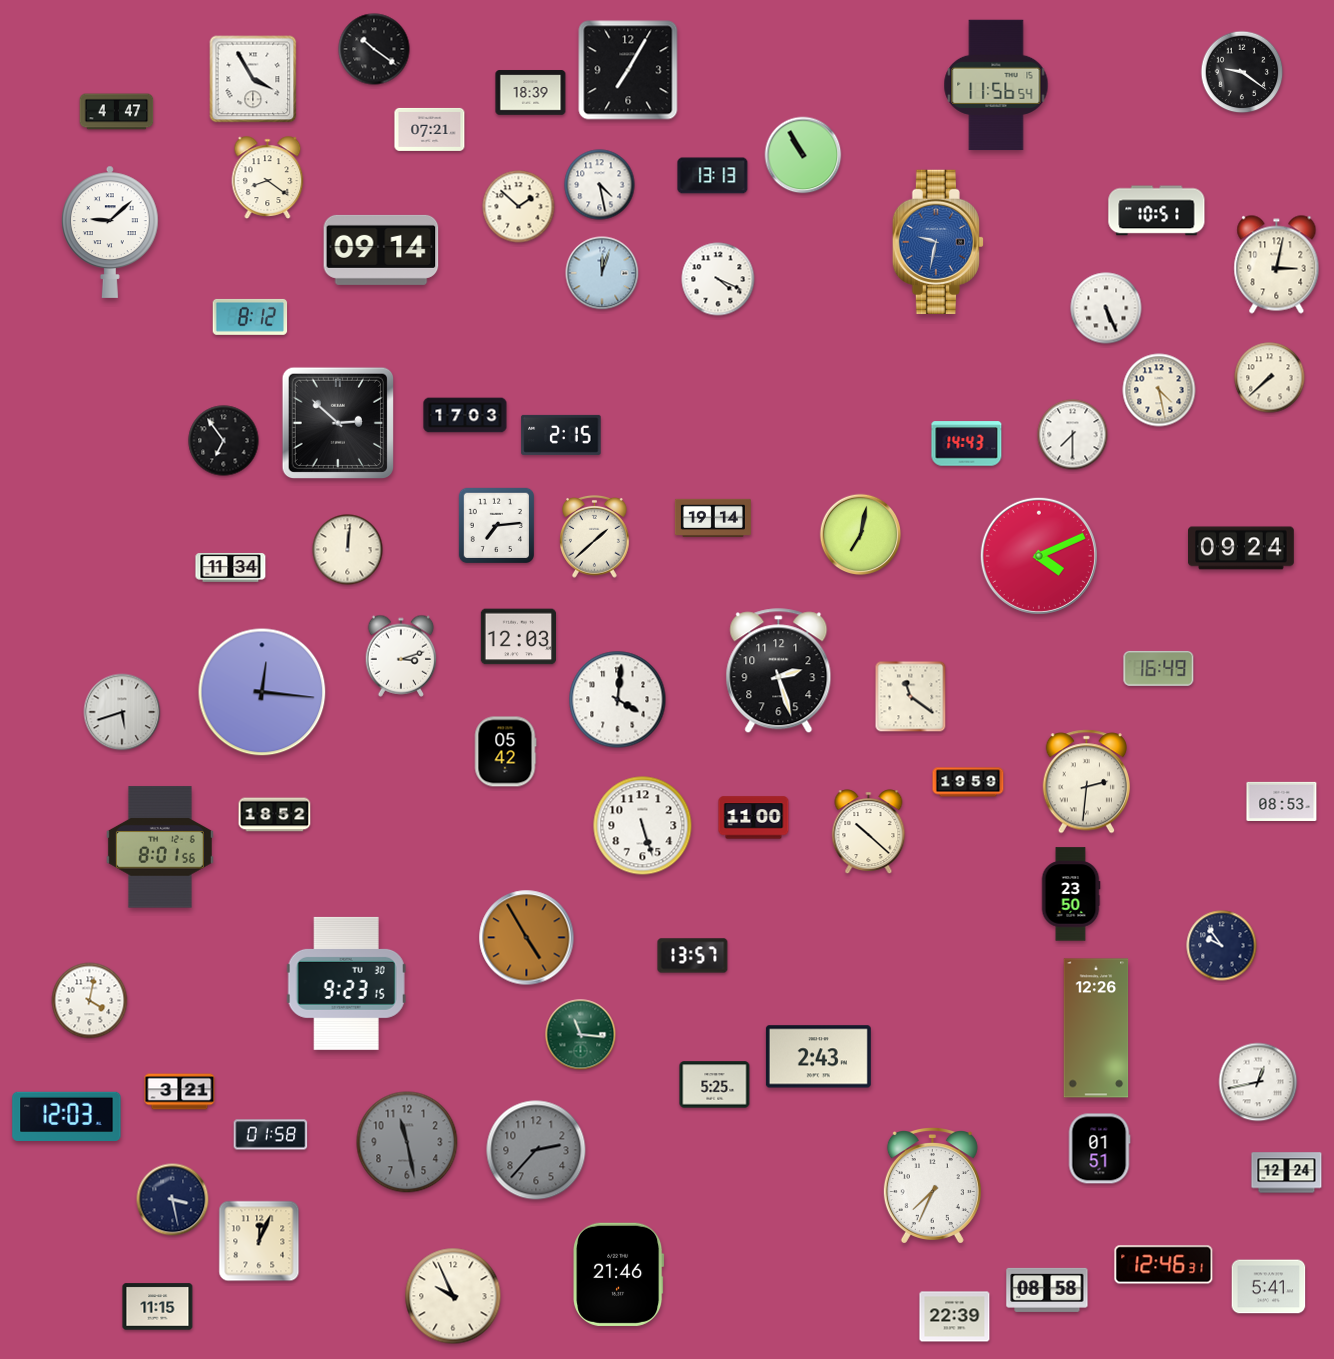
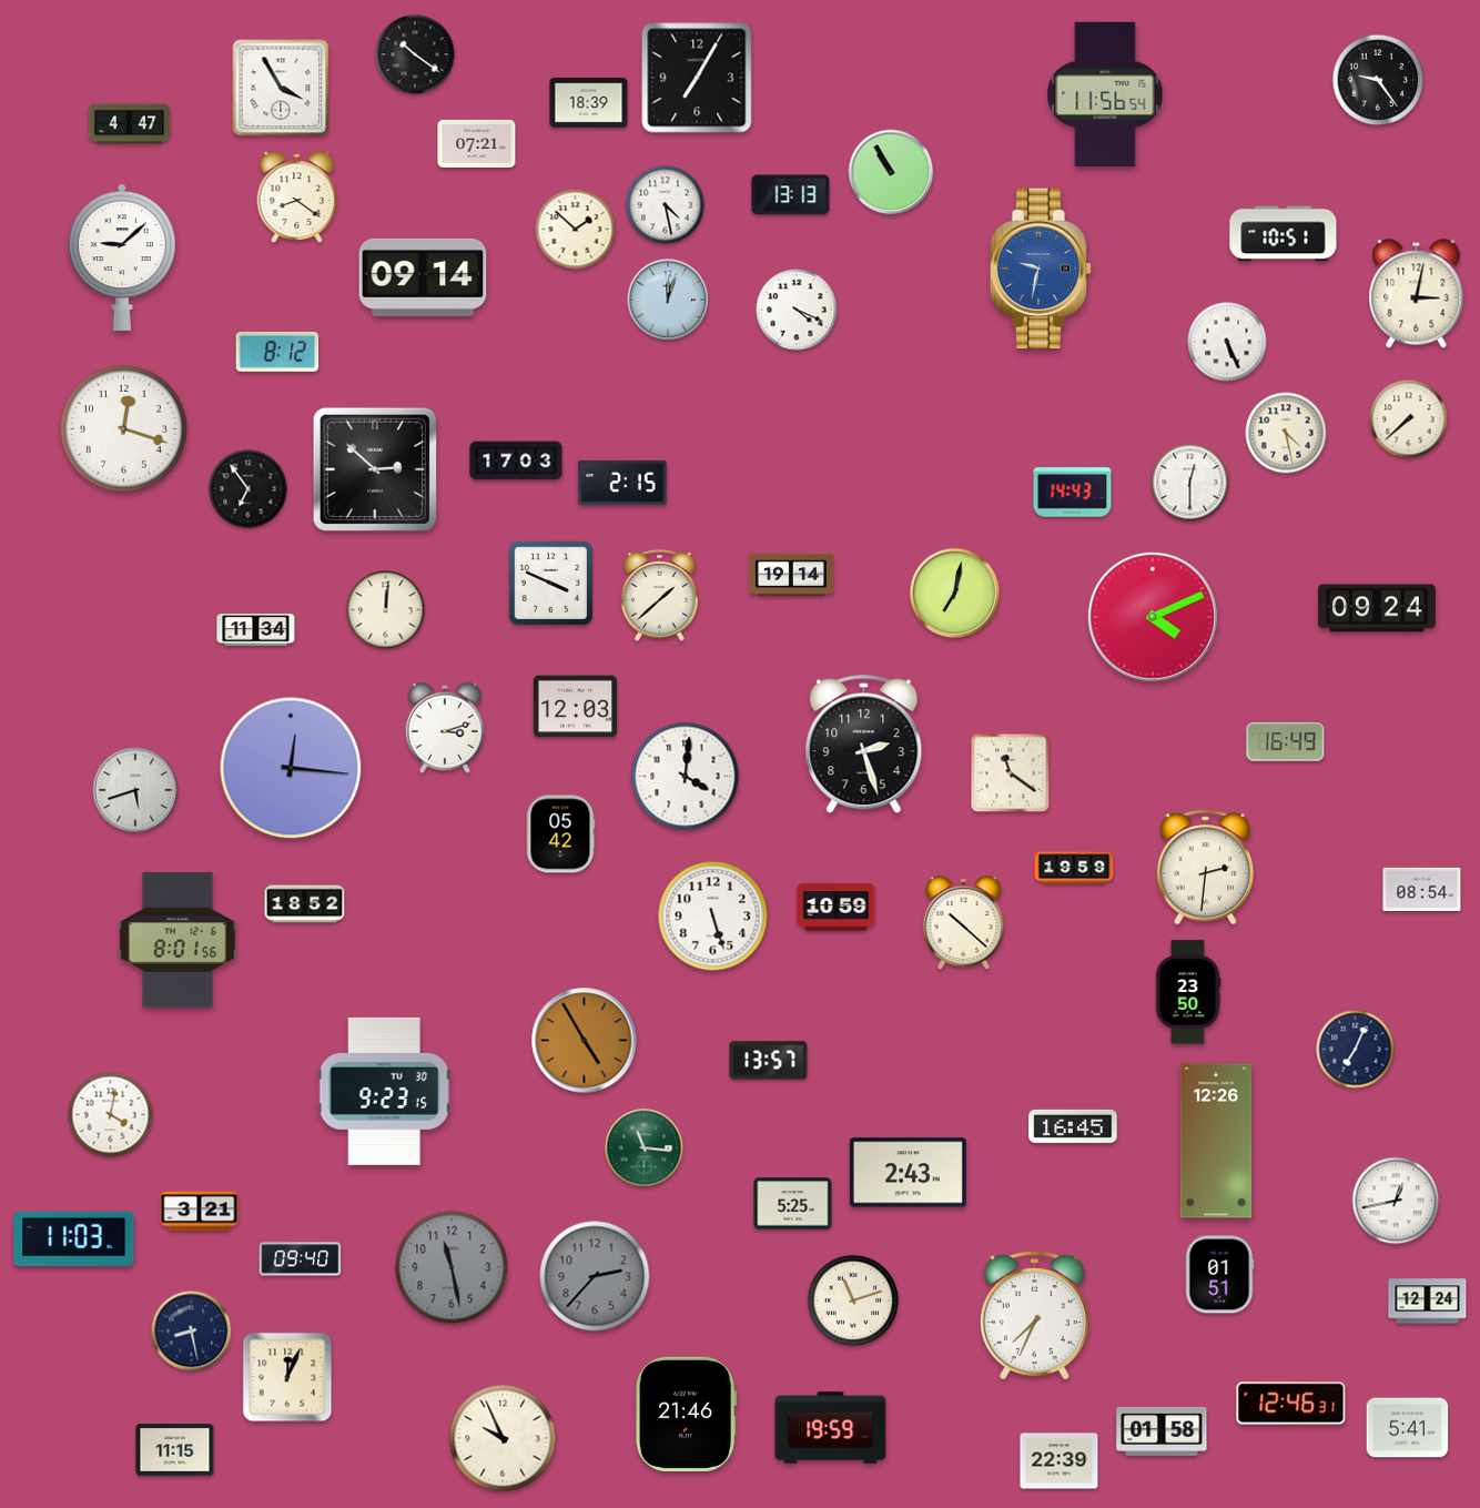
clock at (1242, 72): 9:21 -> 9:24
clock at (602, 273) position: (602, 273) -> (668, 300)
clock at (124, 429): none -> 12:18
clock at (1073, 435): 7:30 -> 12:30
clock at (496, 525): 7:14 -> 3:49
clock at (1282, 801): 08:53 -> 08:54
clock at (754, 818): 11:00 -> 10:59
clock at (1222, 946): 9:54 -> 7:04
clock at (90, 1001) position: (90, 1001) -> (111, 1115)
clock at (1073, 1126): none -> 16:45
clock at (67, 1116): 12:03 -> 11:03
clock at (271, 1135): 01:58 -> 09:40
clock at (853, 1300): none -> 11:12
clock at (173, 1200): 3:28 -> 8:28
clock at (831, 1428): none -> 19:59
clock at (1047, 1290): 08:58 -> 01:58
